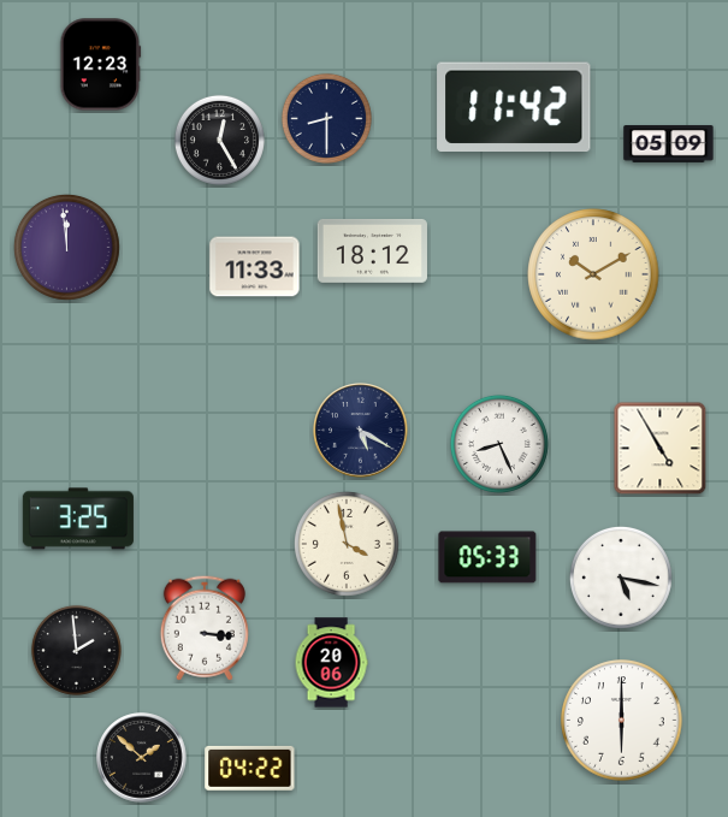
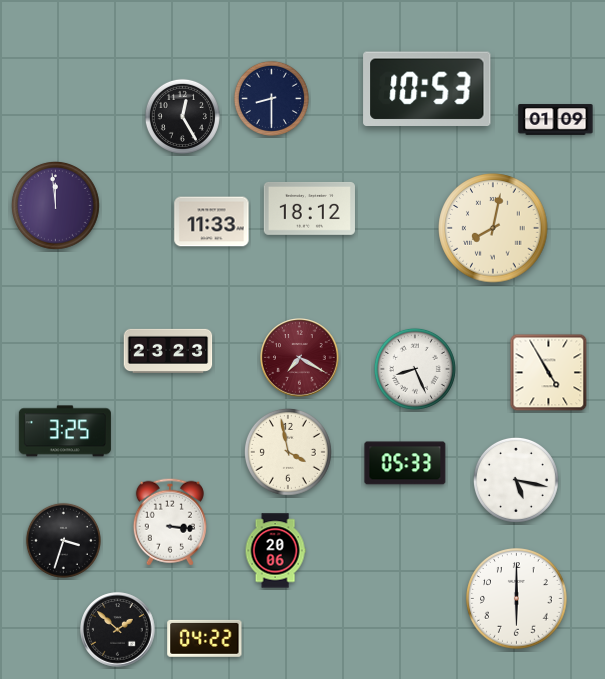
clock at (101, 65): 12:23 -> none
clock at (514, 107): 11:42 -> 10:53
clock at (669, 144): 05:09 -> 01:09
clock at (593, 274): 10:10 -> 8:02
clock at (168, 351): none -> 23:23
clock at (361, 431): 5:20 -> 7:20
clock at (361, 431) dial: navy -> burgundy
clock at (76, 650): 1:59 -> 3:33
clock at (250, 768) position: (250, 768) -> (205, 638)
